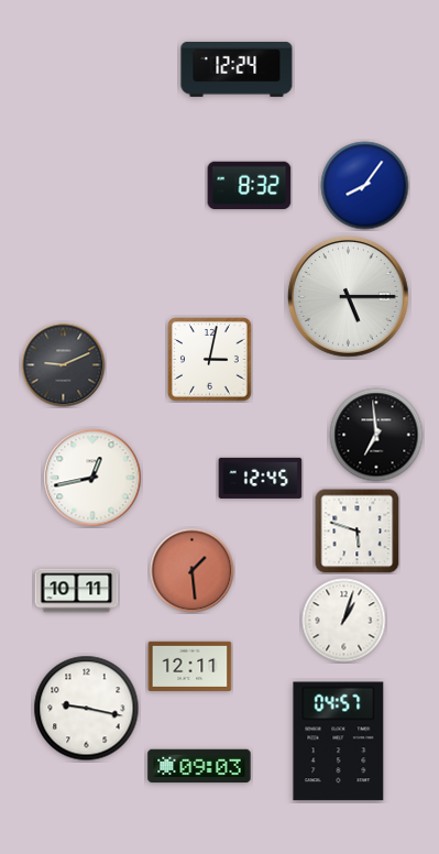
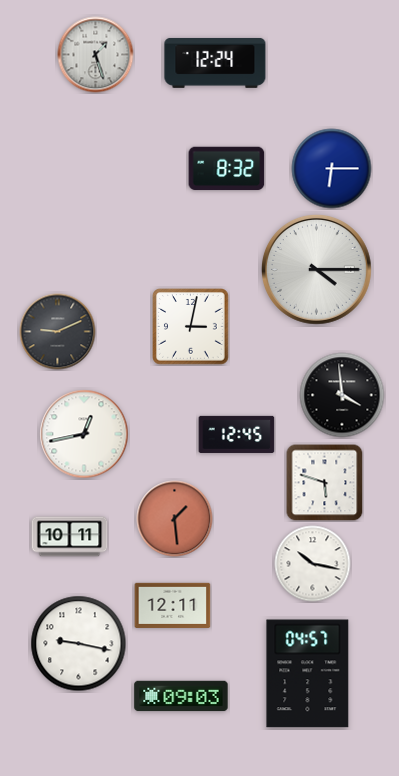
clock at (96, 55): none -> 1:27
clock at (365, 186): 8:06 -> 6:15
clock at (348, 296): 5:15 -> 4:15
clock at (376, 435): 6:59 -> 3:59
clock at (344, 621): 1:03 -> 10:17
